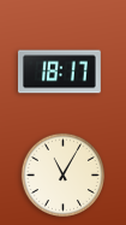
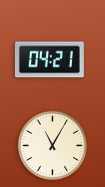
clock at (59, 72): 18:17 -> 04:21
